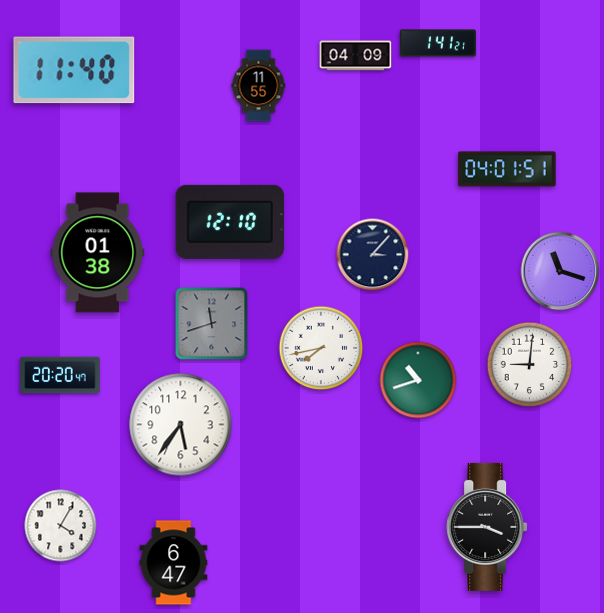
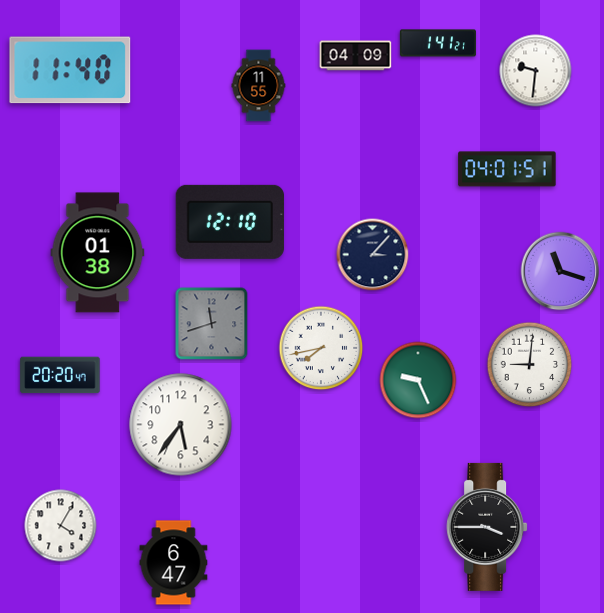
clock at (74, 70) position: (74, 70) -> (70, 70)
clock at (536, 71): none -> 9:31
clock at (418, 380): 10:42 -> 9:26
